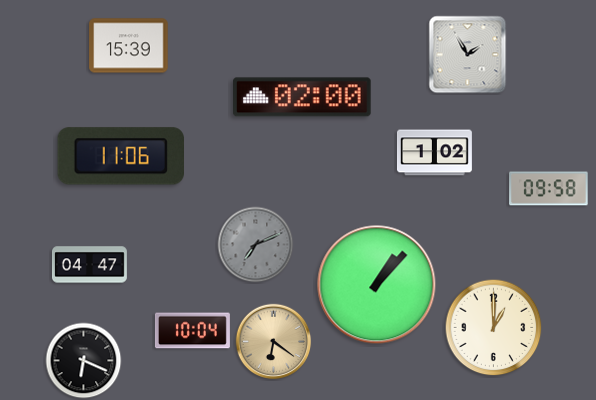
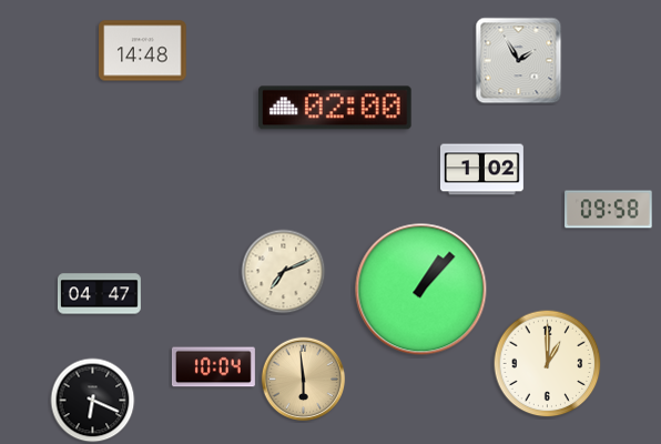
clock at (129, 46): 15:39 -> 14:48
clock at (121, 156): 11:06 -> none
clock at (256, 245) dial: grey -> cream
clock at (377, 285) position: (377, 285) -> (421, 290)
clock at (274, 342): 6:21 -> 5:59
